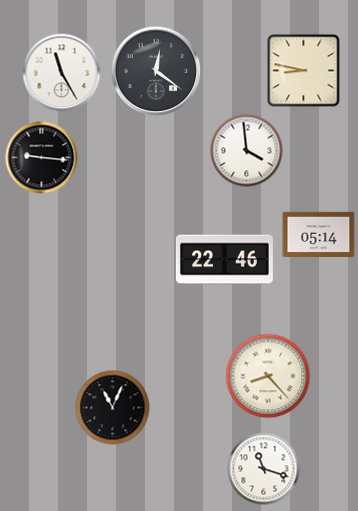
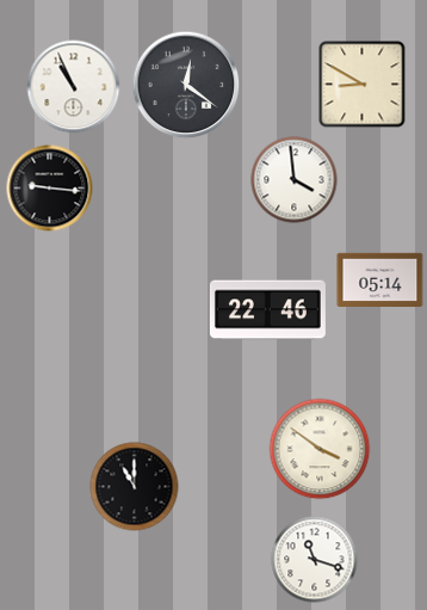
clock at (304, 71): 8:47 -> 8:50
clock at (62, 73): 11:25 -> 10:56
clock at (268, 376): 8:23 -> 3:51
clock at (113, 408): 11:04 -> 11:00
